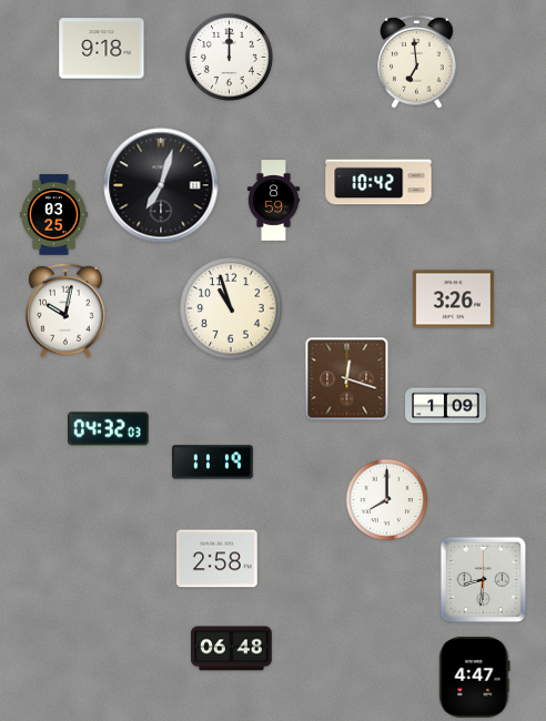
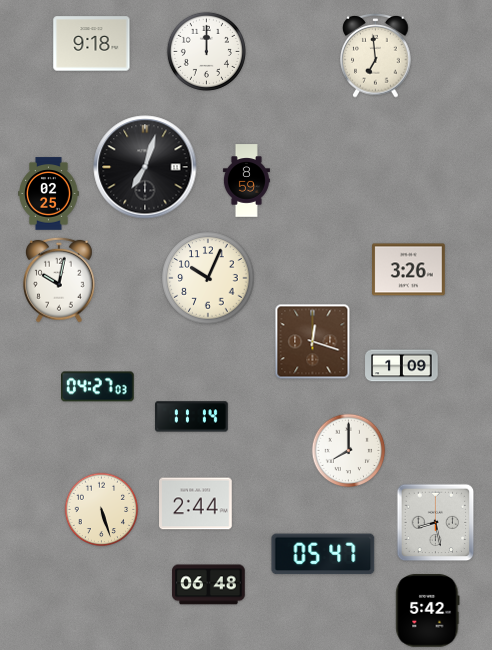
clock at (378, 182): 10:42 -> none
clock at (54, 215): 03:25 -> 02:25
clock at (231, 308): 10:57 -> 10:04
clock at (109, 429): 04:32 -> 04:27
clock at (213, 463): 11:19 -> 11:14
clock at (218, 559): 2:58 -> 2:44
clock at (102, 510): none -> 5:27
clock at (484, 580): 8:31 -> 8:28
clock at (323, 554): none -> 05:47
clock at (475, 678): 4:47 -> 5:42
